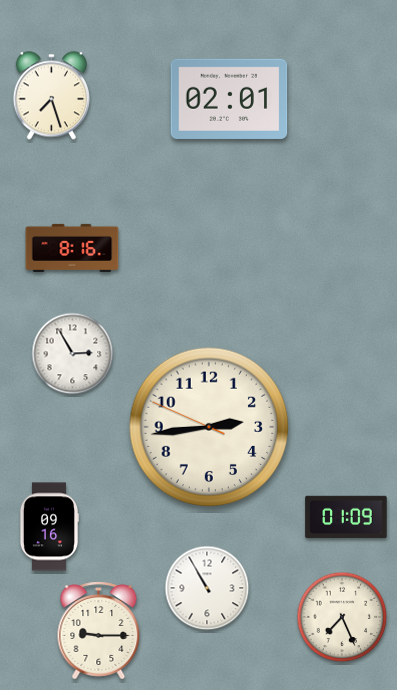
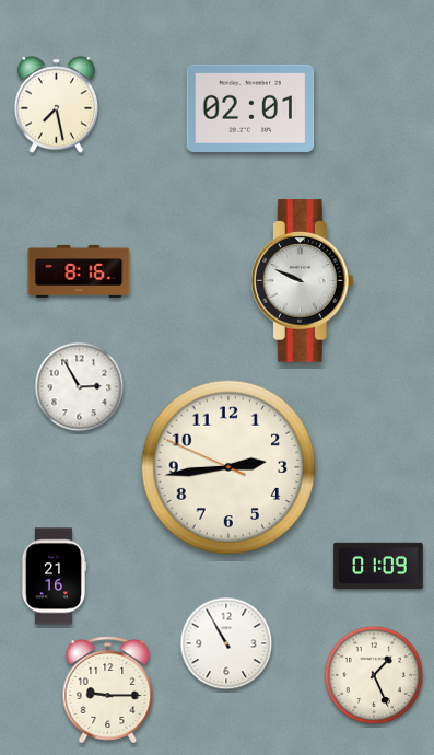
clock at (51, 96): 7:27 -> 7:28
clock at (302, 281): none -> 9:49
clock at (48, 527): 09:16 -> 21:16
clock at (342, 617): 7:26 -> 1:26
